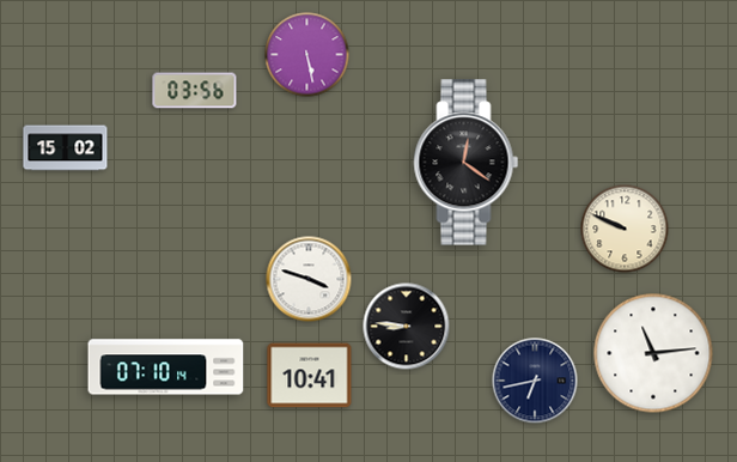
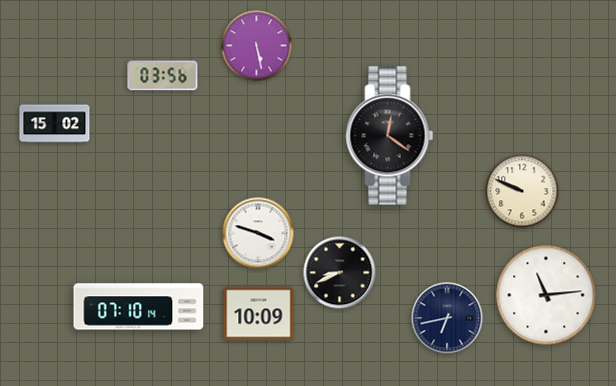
clock at (407, 327): 8:46 -> 8:41
clock at (310, 376): 10:41 -> 10:09
